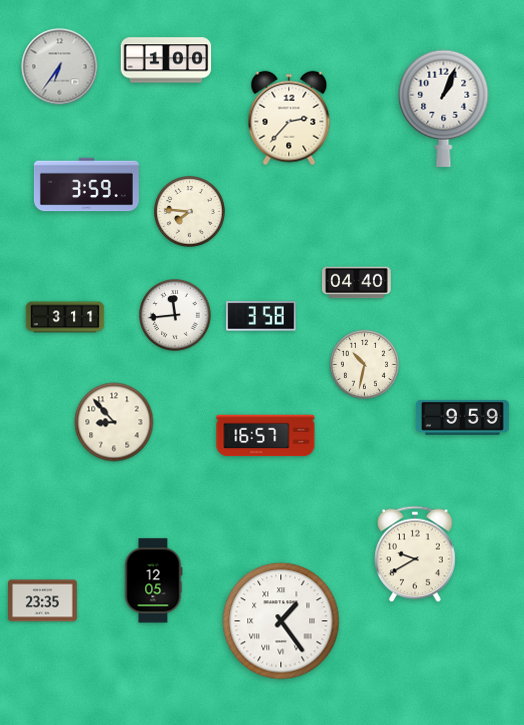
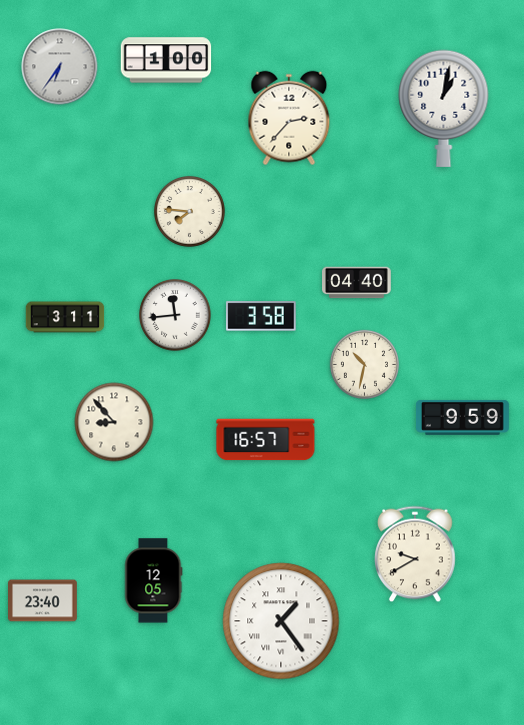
clock at (444, 108): 1:04 -> 1:02
clock at (86, 185): 3:59 -> none
clock at (266, 436) position: (266, 436) -> (266, 440)
clock at (43, 601): 23:35 -> 23:40
